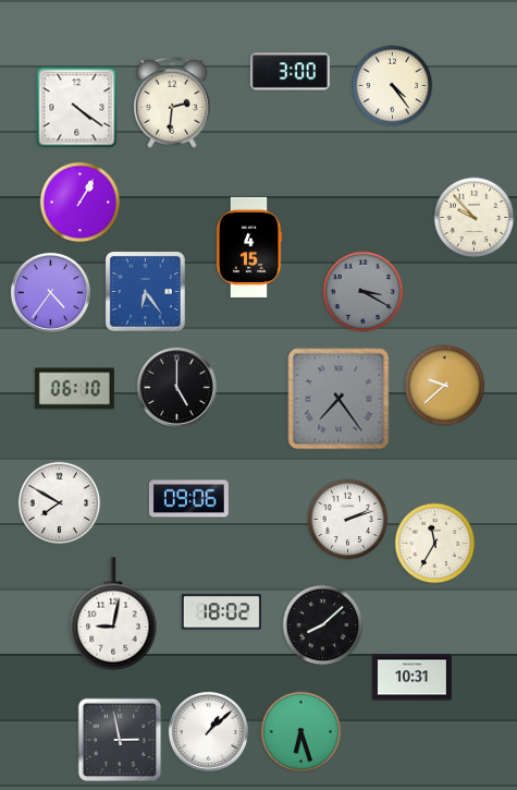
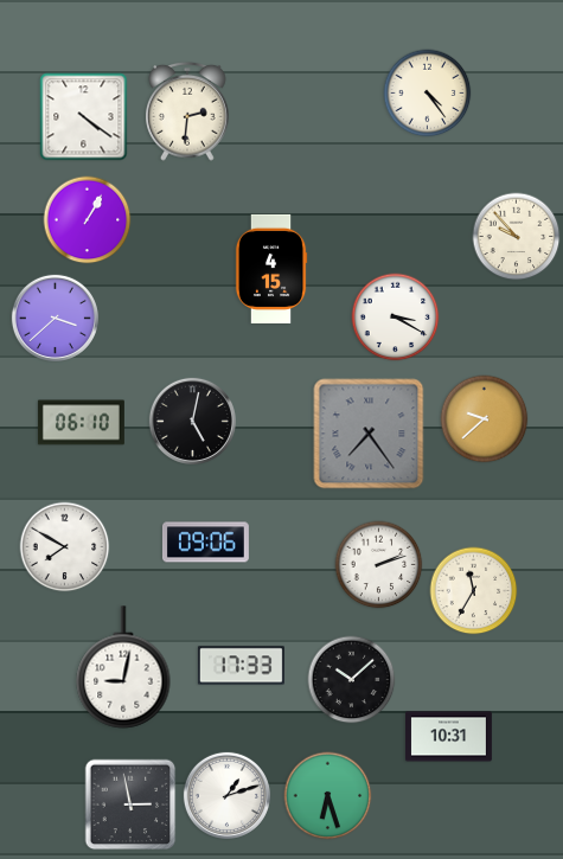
clock at (290, 72): 3:00 -> none
clock at (50, 292): 4:36 -> 3:38
clock at (146, 292): 6:24 -> none
clock at (364, 292) dial: grey -> white
clock at (176, 387): 5:00 -> 5:02
clock at (221, 612): 18:02 -> 17:33
clock at (323, 625): 8:08 -> 10:08
clock at (208, 731): 1:08 -> 1:12
